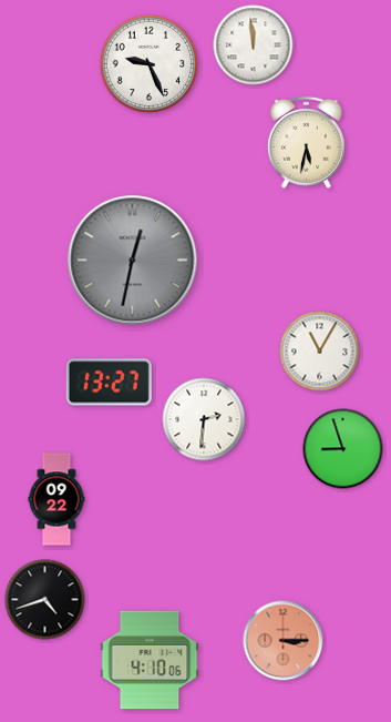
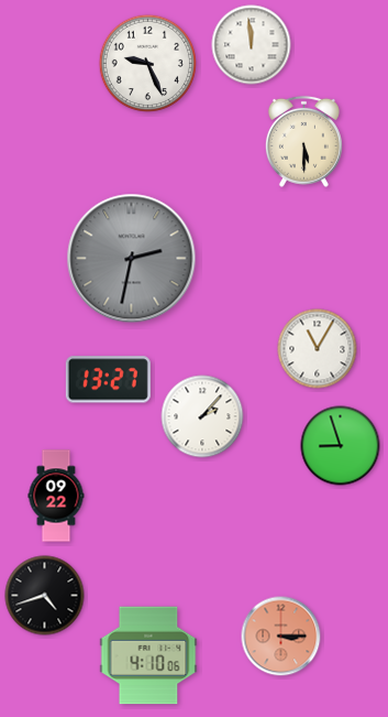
clock at (306, 142): 5:32 -> 5:30
clock at (133, 261): 12:32 -> 2:32
clock at (204, 419): 2:31 -> 2:07
